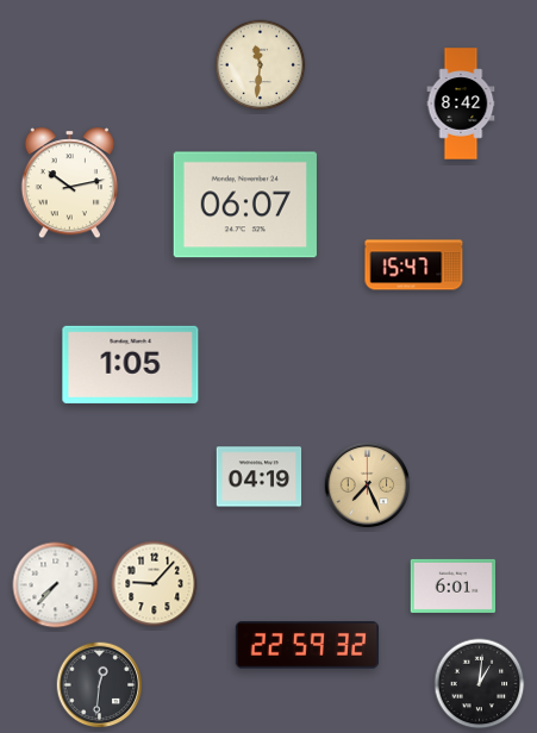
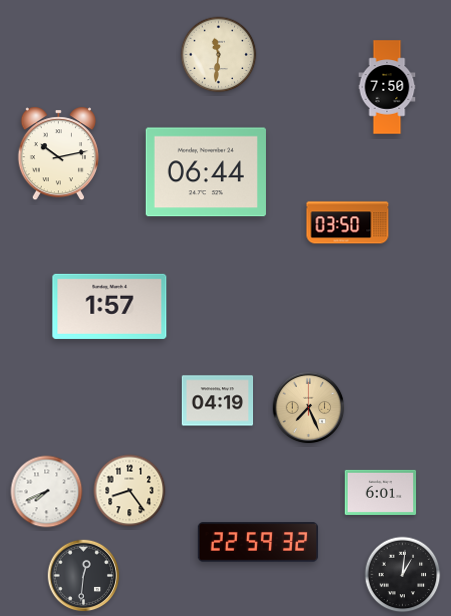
clock at (461, 104): 8:42 -> 7:50
clock at (245, 205): 06:07 -> 06:44
clock at (414, 265): 15:47 -> 03:50
clock at (131, 364): 1:05 -> 1:57
clock at (155, 584): 9:07 -> 8:24
clock at (56, 585): 7:37 -> 7:41
